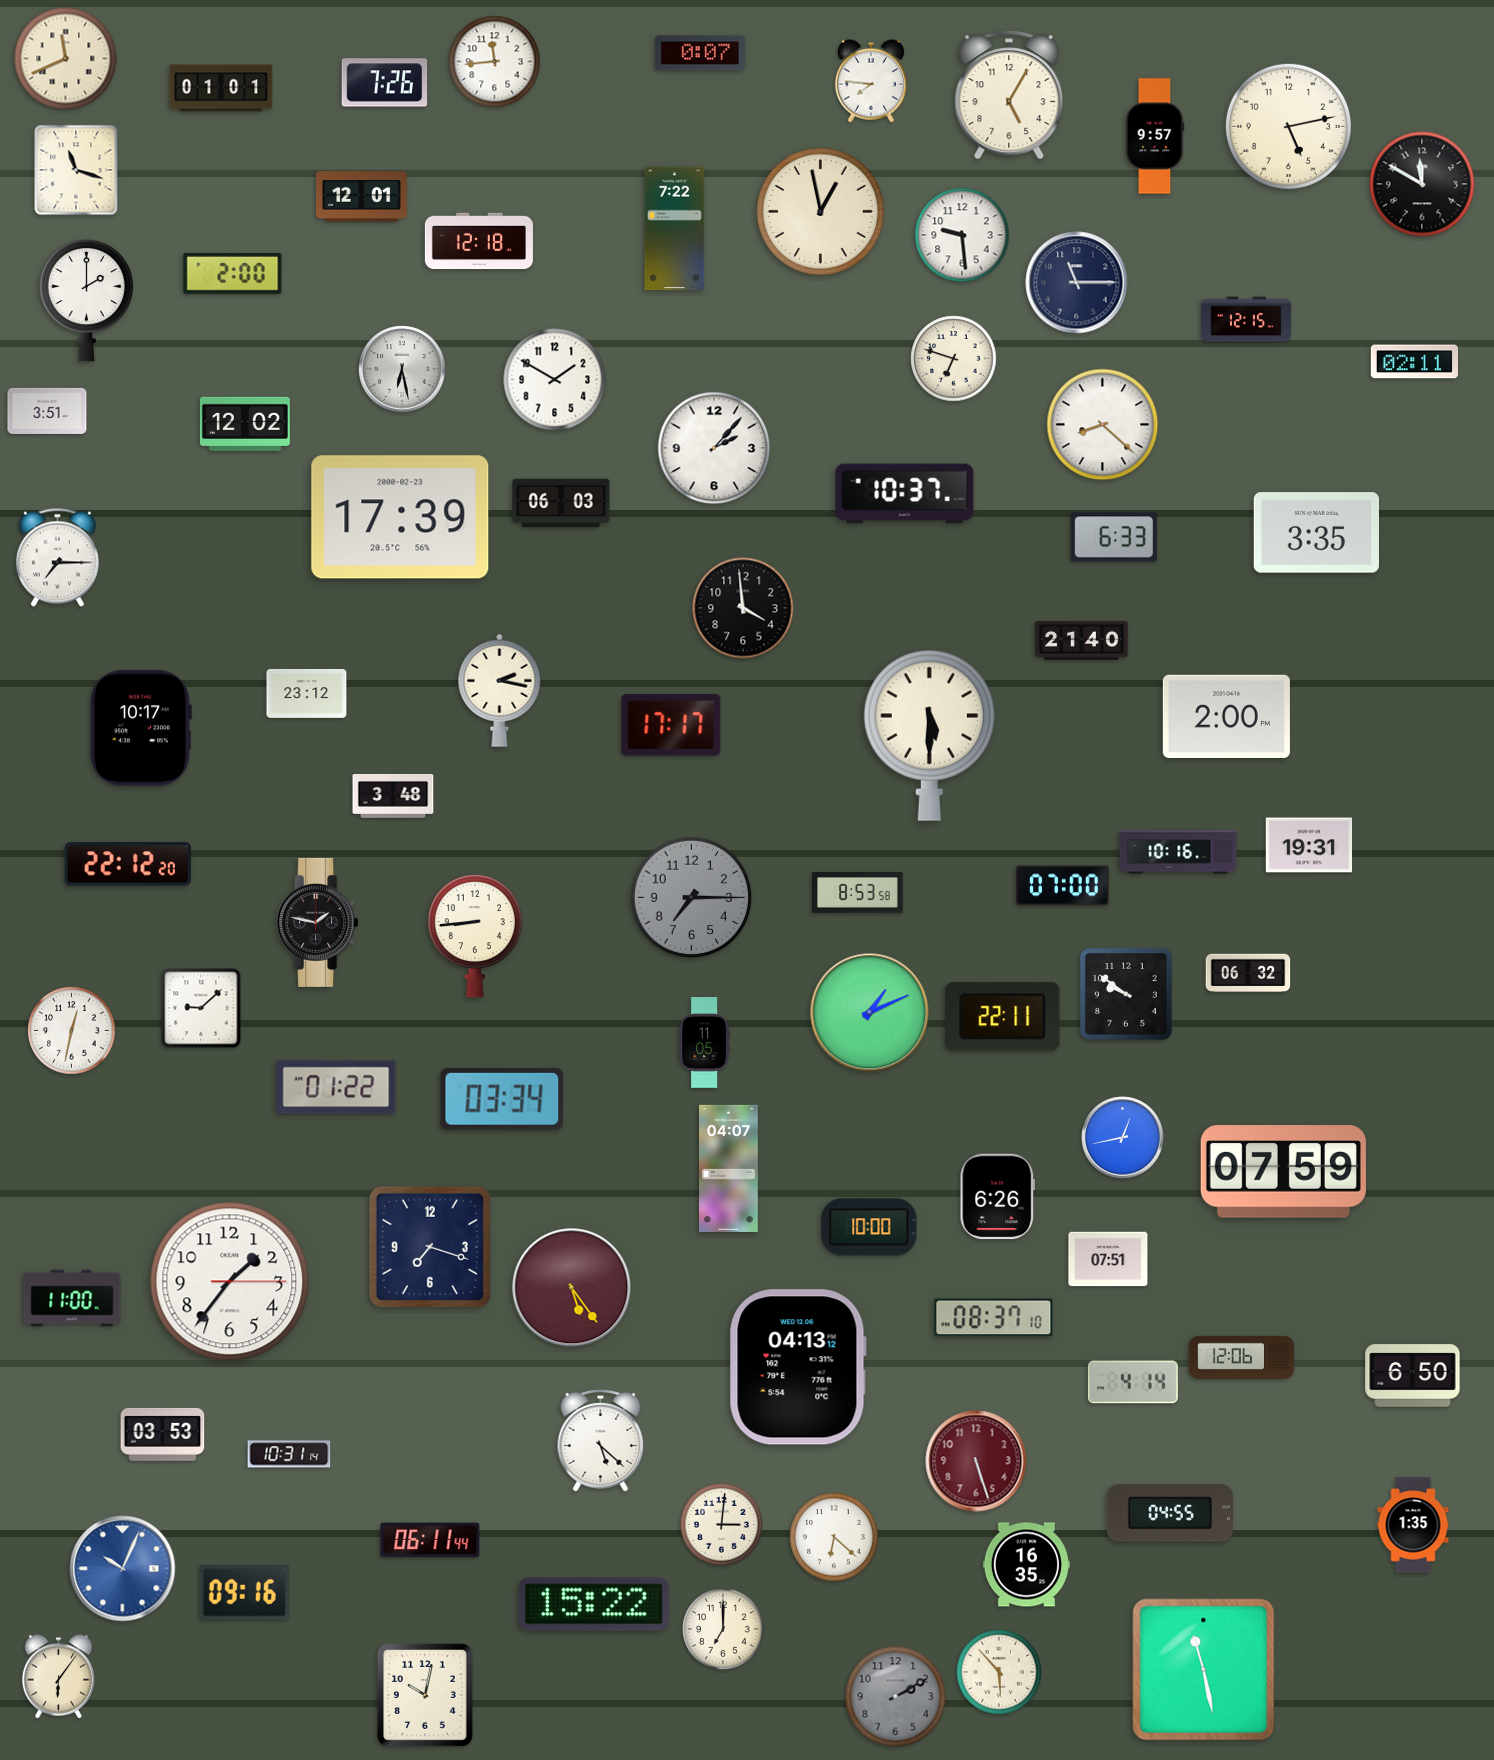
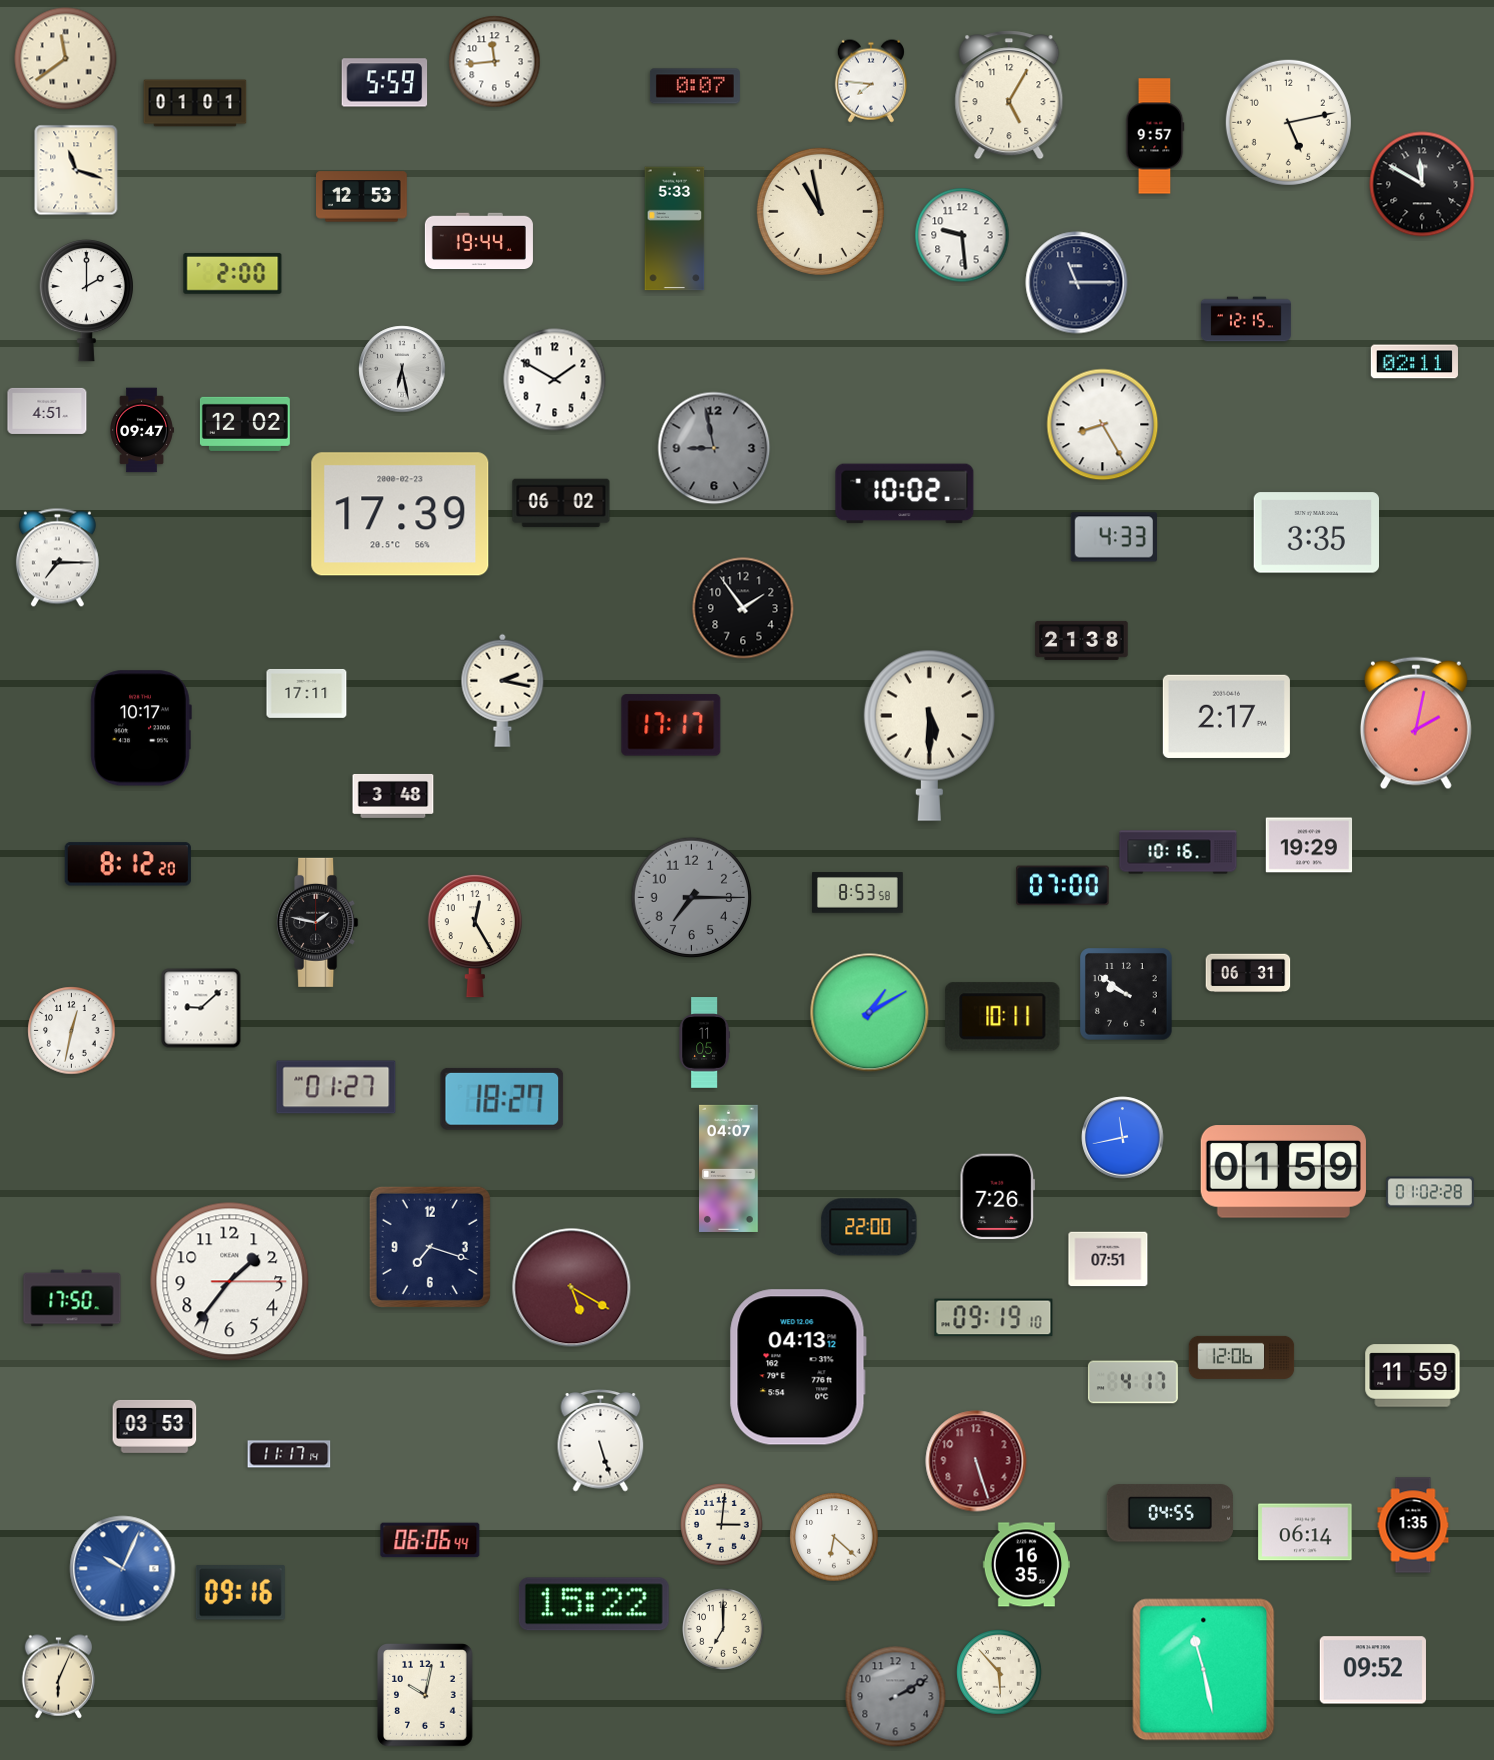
clock at (700, 53) position: (700, 53) -> (695, 86)
clock at (66, 59): 11:41 -> 11:39
clock at (385, 83): 7:26 -> 5:59
clock at (221, 88) position: (221, 88) -> (195, 103)
clock at (1288, 126) position: (1288, 126) -> (1288, 122)
clock at (362, 197): 12:01 -> 12:53
clock at (820, 211): 12:58 -> 10:58
clock at (675, 229): 7:22 -> 5:33
clock at (479, 241): 12:18 -> 19:44
clock at (954, 359): 6:48 -> none
clock at (47, 411): 3:51 -> 4:51
clock at (1103, 425): 8:22 -> 8:25
clock at (142, 430): none -> 09:47
clock at (714, 448): 2:07 -> 8:58
clock at (714, 448) dial: white -> grey
clock at (905, 494): 10:37 -> 10:02
clock at (561, 503): 06:03 -> 06:02
clock at (400, 517) position: (400, 517) -> (400, 514)
clock at (1113, 537): 6:33 -> 4:33
clock at (743, 608): 3:59 -> 1:54
clock at (1082, 640): 21:40 -> 21:38
clock at (500, 690) position: (500, 690) -> (503, 690)
clock at (307, 693): 23:12 -> 17:11
clock at (1226, 716): 2:00 -> 2:17
clock at (1416, 723): none -> 2:02
clock at (1309, 845): 19:31 -> 19:29
clock at (128, 864): 22:12 -> 8:12
clock at (475, 936): 8:44 -> 12:25
clock at (1248, 973): 06:32 -> 06:31
clock at (870, 1013): 1:11 -> 1:10
clock at (1003, 1017): 22:11 -> 10:11
clock at (336, 1087): 01:22 -> 01:27
clock at (502, 1099): 03:34 -> 18:27
clock at (1123, 1138): 12:43 -> 11:43
clock at (1283, 1172): 07:59 -> 01:59
clock at (1430, 1192): none -> 01:02
clock at (998, 1197): 6:26 -> 7:26
clock at (869, 1227): 10:00 -> 22:00
clock at (572, 1288): 5:24 -> 5:20
clock at (72, 1298): 11:00 -> 17:50
clock at (994, 1318): 08:37 -> 09:19
clock at (1413, 1376): 6:50 -> 11:59
clock at (1133, 1382): 4:14 -> 4:17
clock at (163, 1434) position: (163, 1434) -> (155, 1426)
clock at (601, 1441): 5:22 -> 5:27
clock at (289, 1454): 10:31 -> 11:17
clock at (1305, 1532): none -> 06:14
clock at (430, 1540): 06:11 -> 06:06
clock at (244, 1593) position: (244, 1593) -> (240, 1593)
clock at (1373, 1670): none -> 09:52
clock at (59, 1677): 6:06 -> 6:04
